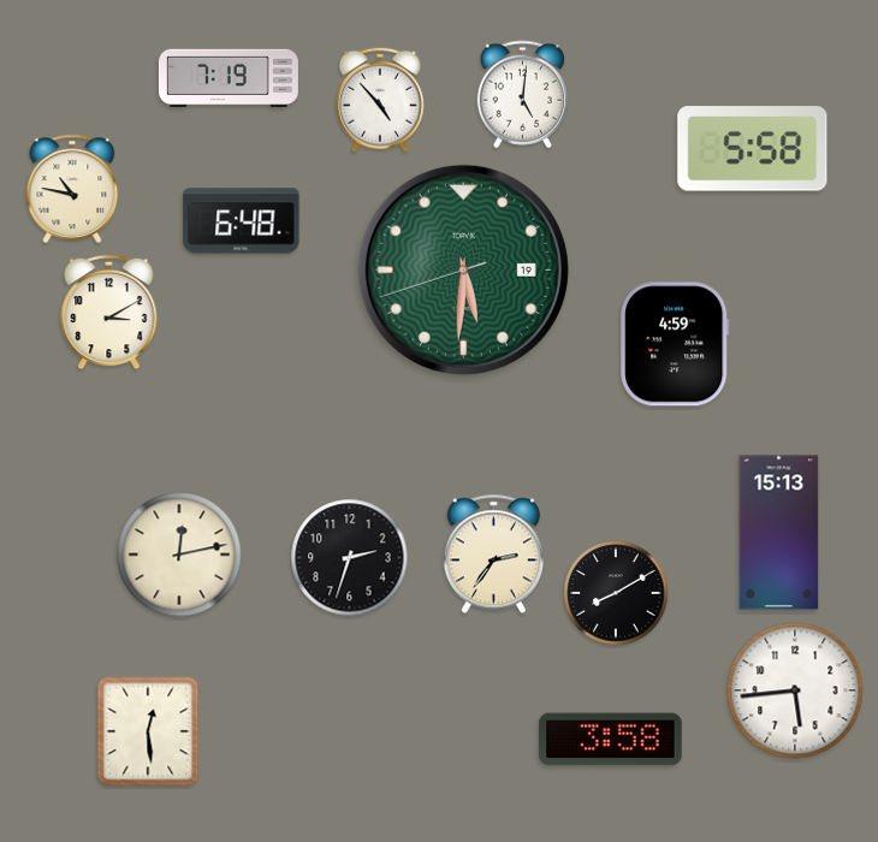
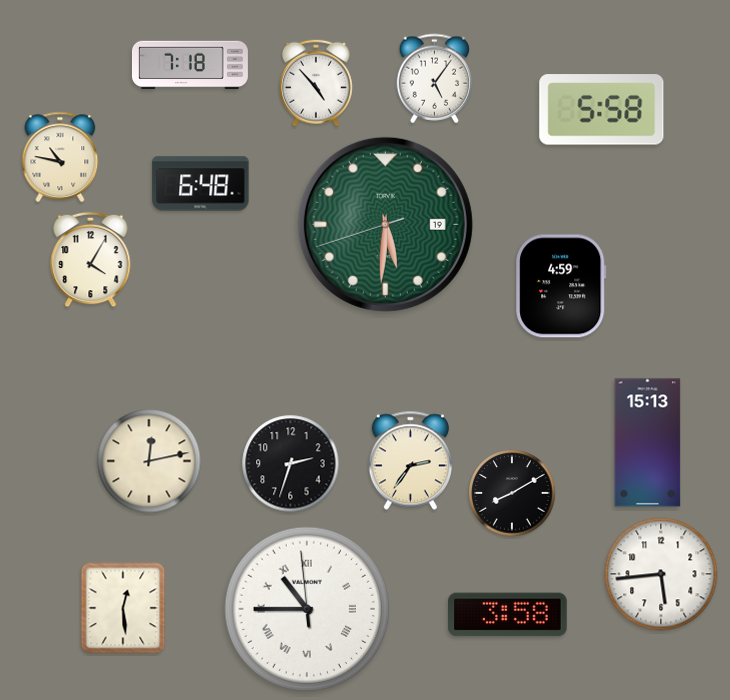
clock at (229, 78): 7:19 -> 7:18
clock at (523, 95): 5:01 -> 5:06
clock at (753, 149) position: (753, 149) -> (602, 110)
clock at (109, 313): 3:10 -> 4:05
clock at (306, 608): none -> 10:44
